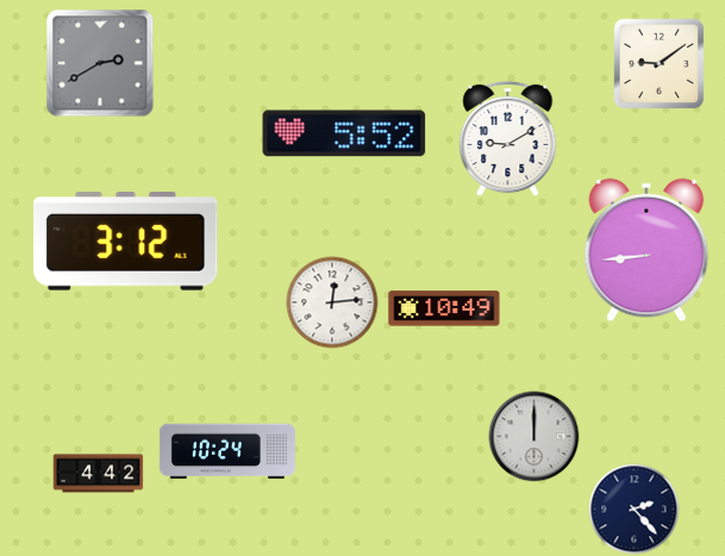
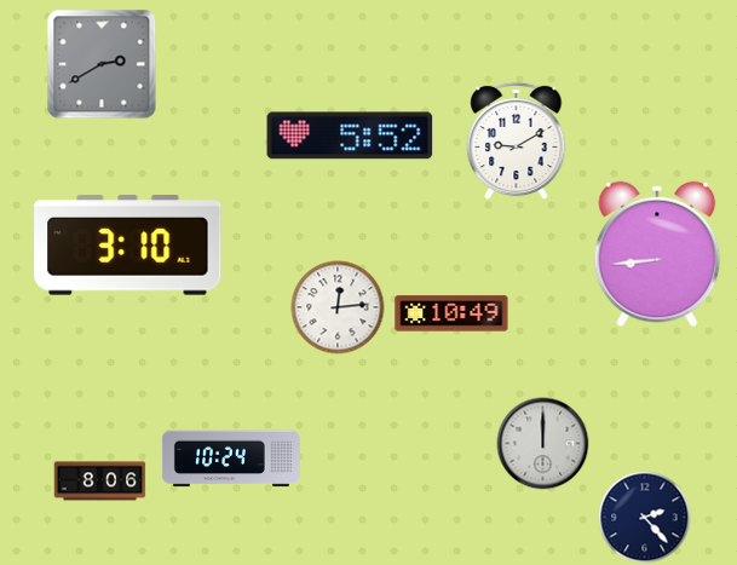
clock at (658, 63): 9:09 -> none
clock at (126, 242): 3:12 -> 3:10
clock at (99, 474): 4:42 -> 8:06
